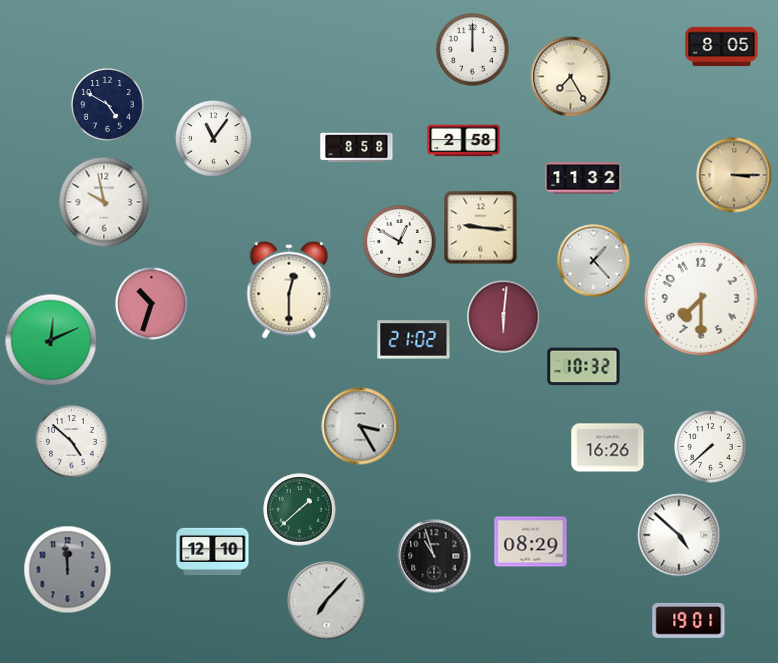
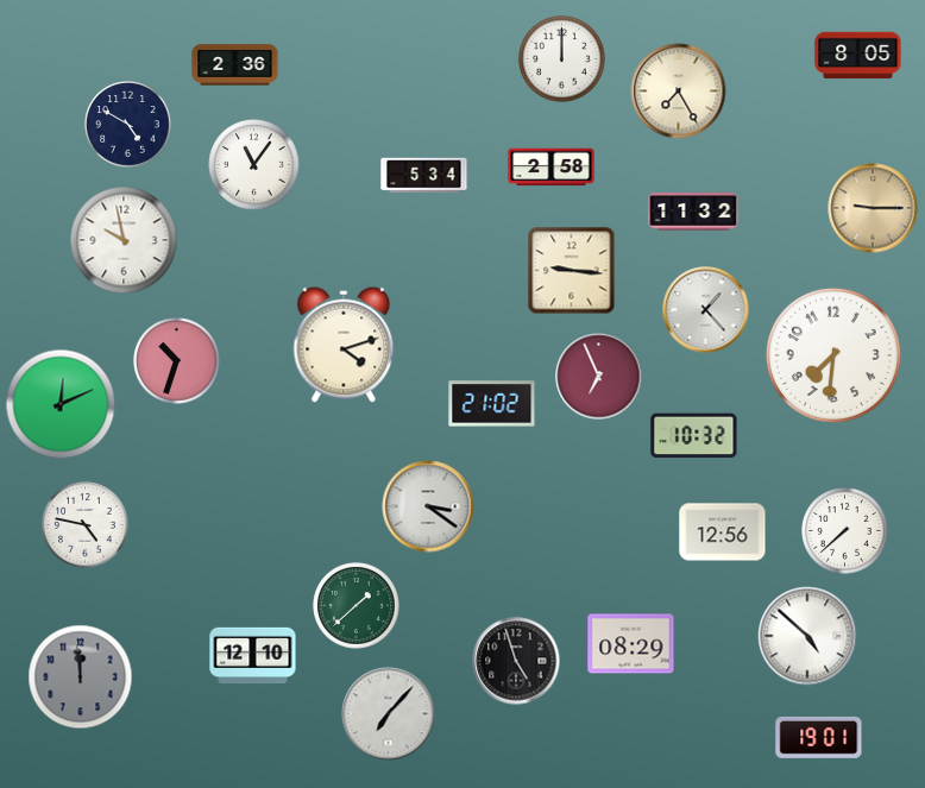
clock at (235, 65): none -> 2:36
clock at (357, 148): 8:58 -> 5:34
clock at (734, 175): 3:15 -> 9:15
clock at (400, 242): 12:50 -> none
clock at (289, 290): 12:30 -> 4:12
clock at (701, 299): 7:30 -> 7:31
clock at (152, 304) position: (152, 304) -> (177, 361)
clock at (504, 317): 6:01 -> 6:56
clock at (360, 426): 3:25 -> 3:21
clock at (72, 442): 4:52 -> 4:47
clock at (608, 448): 16:26 -> 12:56
clock at (434, 556): 10:57 -> 4:57
